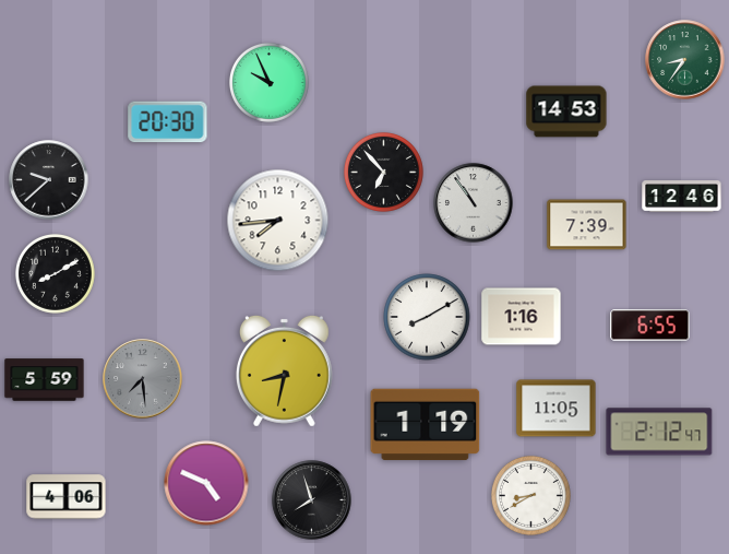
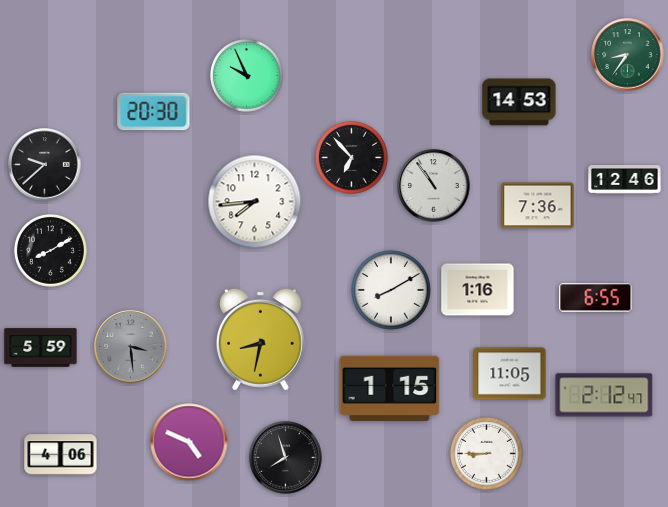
clock at (587, 225): 7:39 -> 7:36
clock at (143, 379): 7:29 -> 3:29
clock at (426, 425): 1:19 -> 1:15
clock at (530, 495): 8:40 -> 8:45
